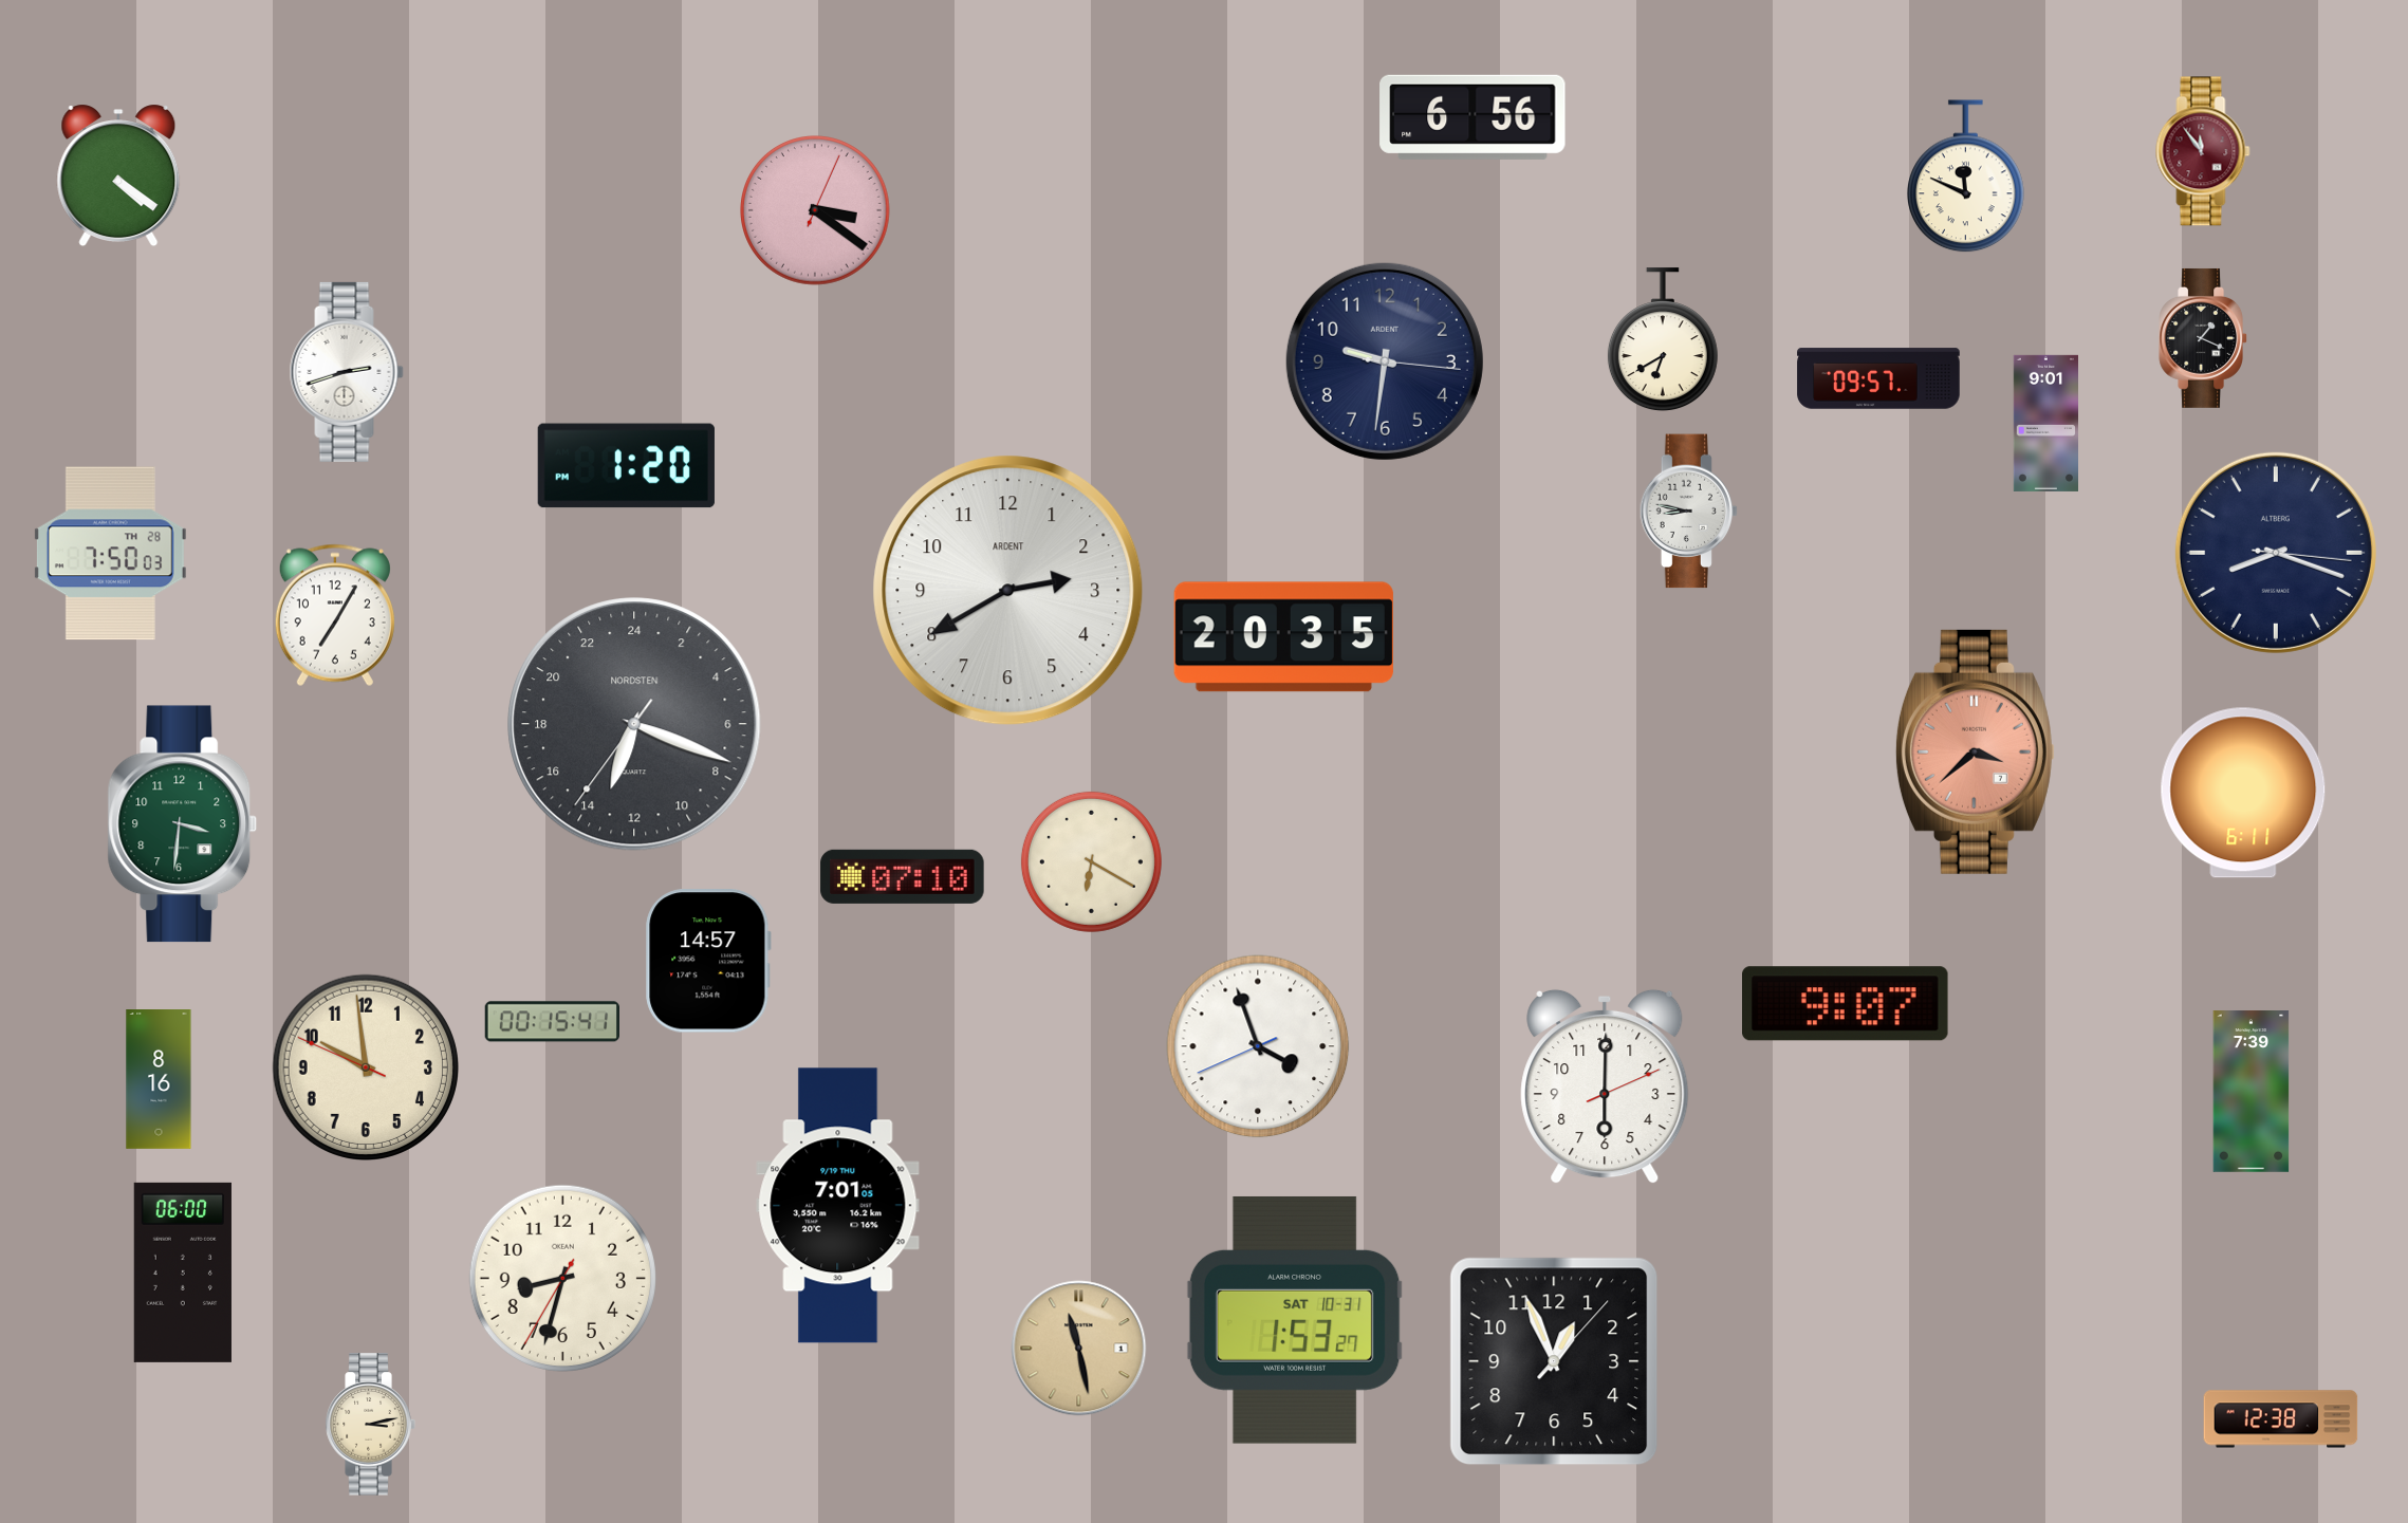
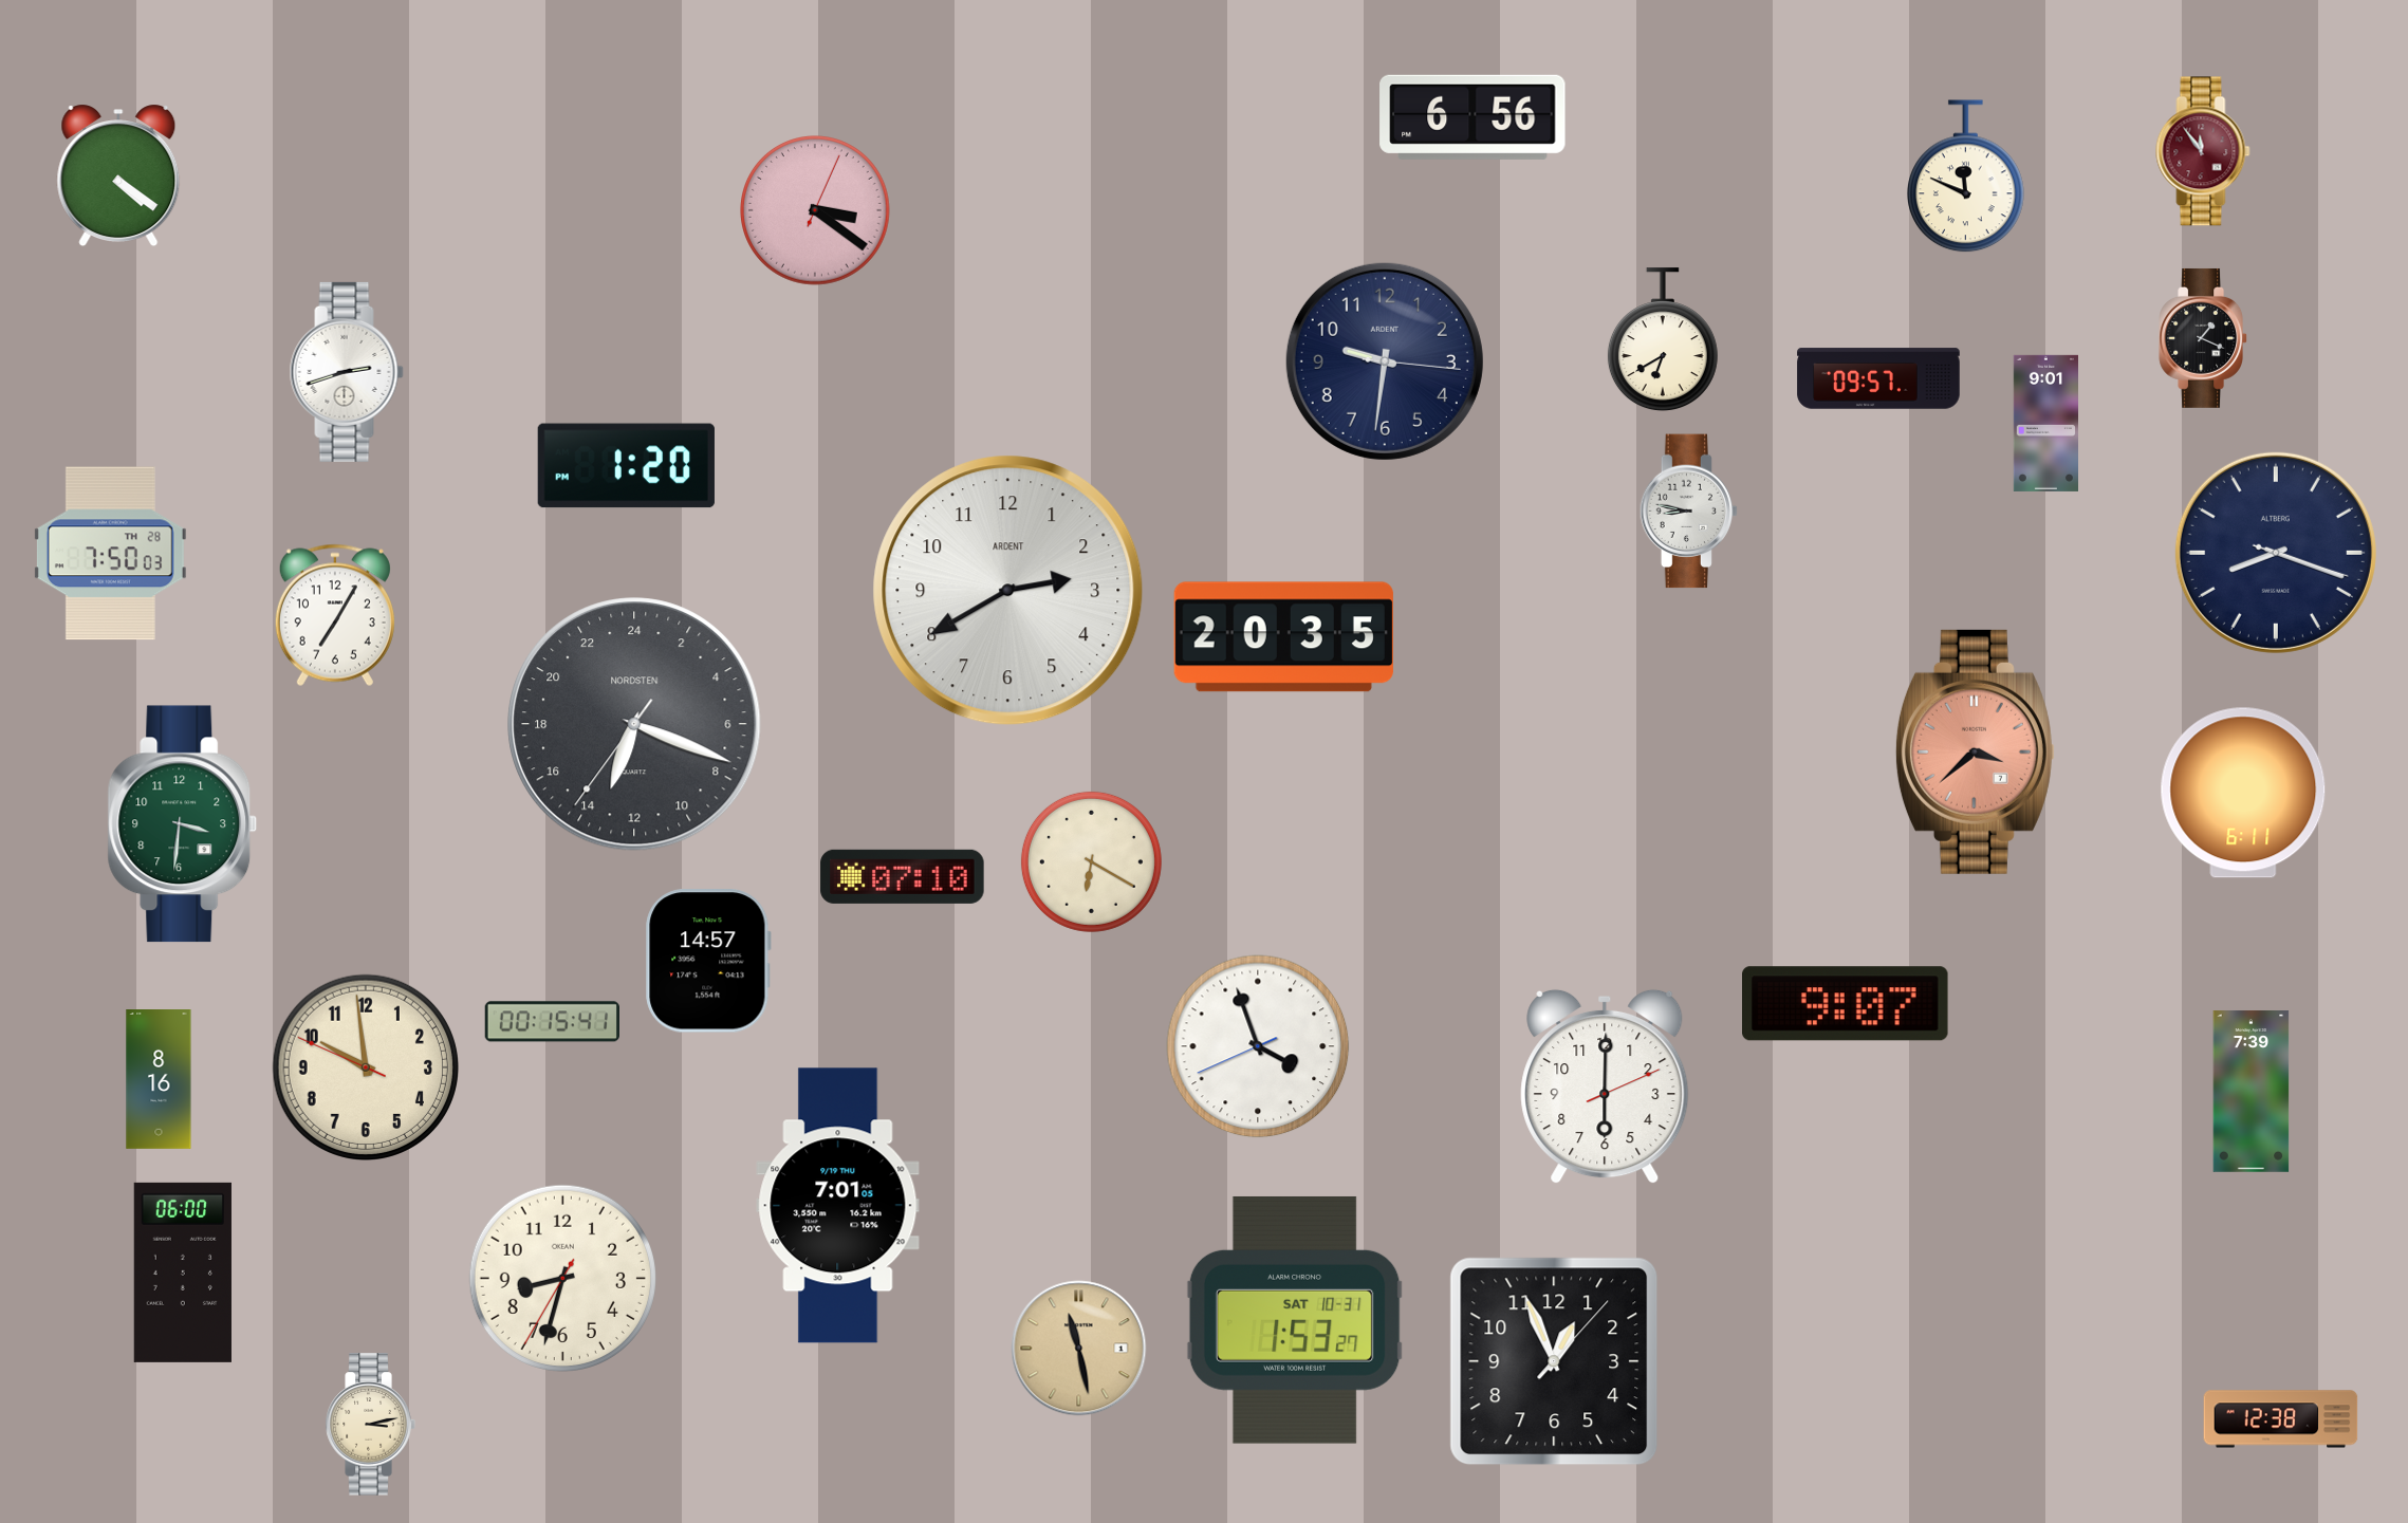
clock at (2276, 553): 8:18:16 -> 8:18:18
